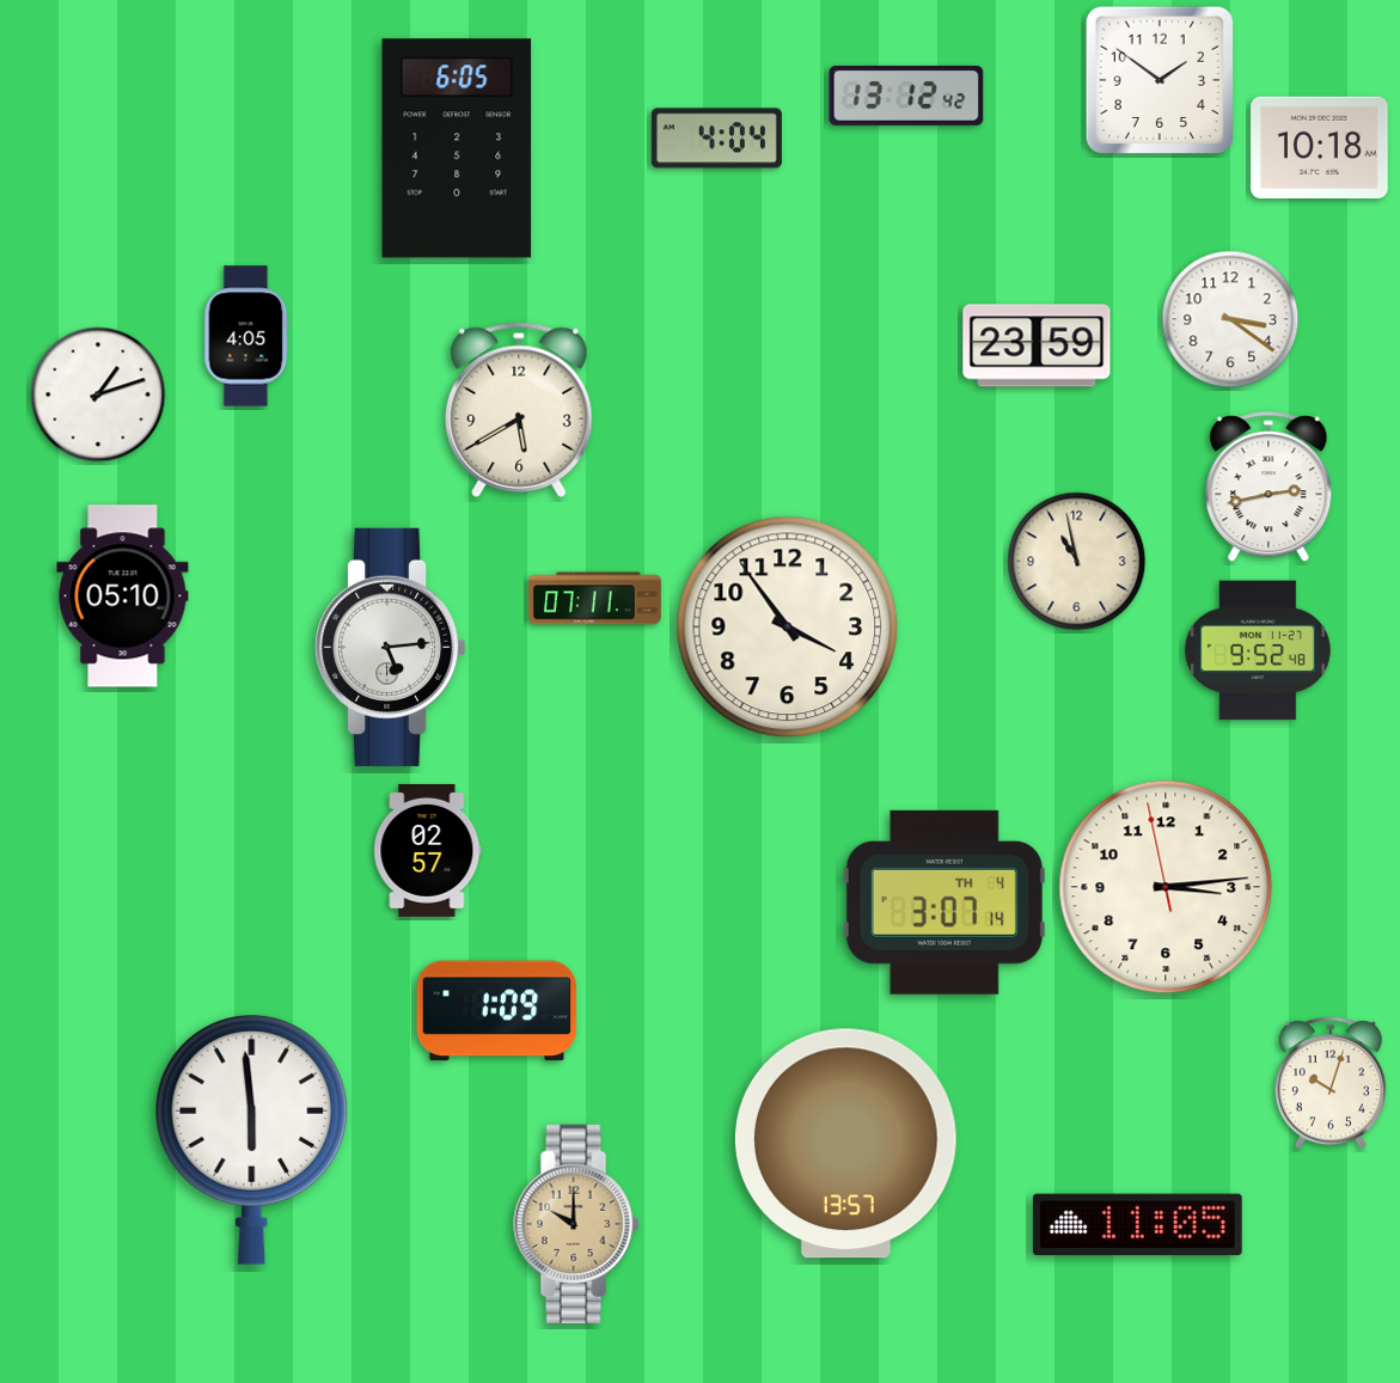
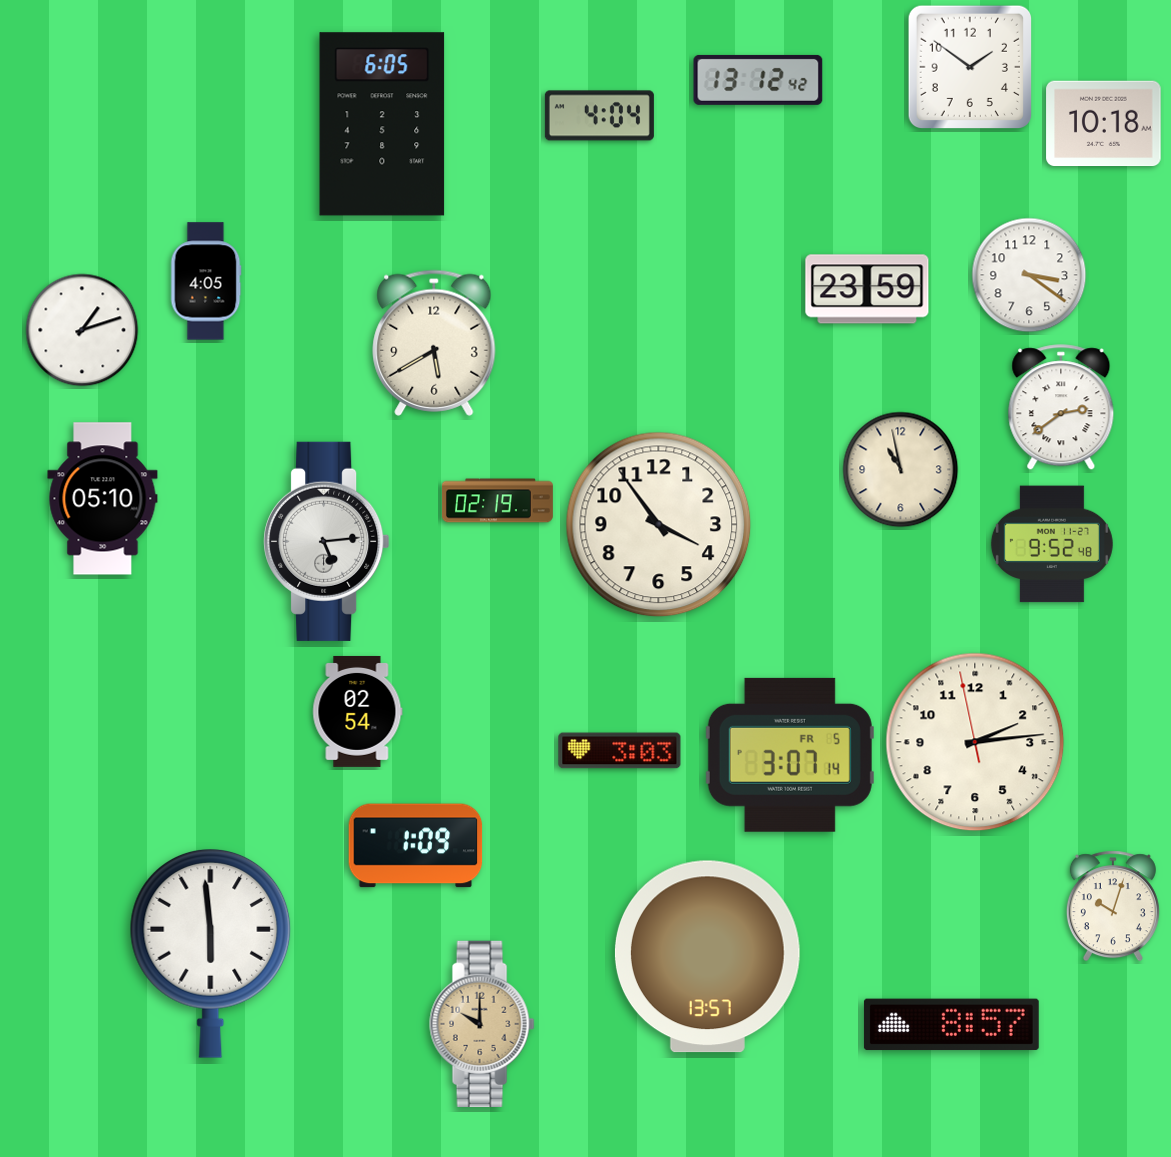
clock at (1230, 319) position: (1230, 319) -> (1029, 275)
clock at (1268, 488): 2:43 -> 2:39
clock at (594, 599): 07:11 -> 02:19
clock at (428, 850): 02:57 -> 02:54
clock at (1166, 887): 3:13 -> 2:13
clock at (620, 751): none -> 3:03
clock at (944, 902) date: TH 4 -> FR 5
clock at (1137, 1225): 11:05 -> 8:57
